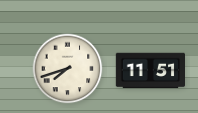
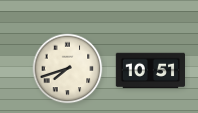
clock at (150, 71): 11:51 -> 10:51
